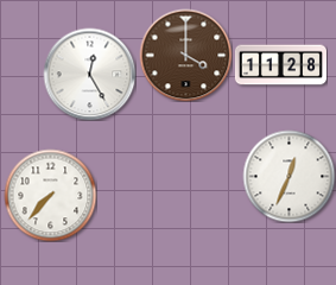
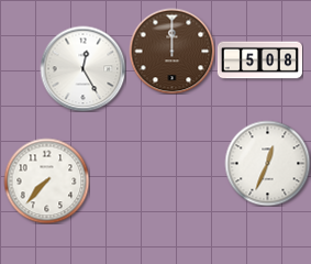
clock at (185, 55): 4:00 -> 12:00
clock at (280, 65): 11:28 -> 5:08
